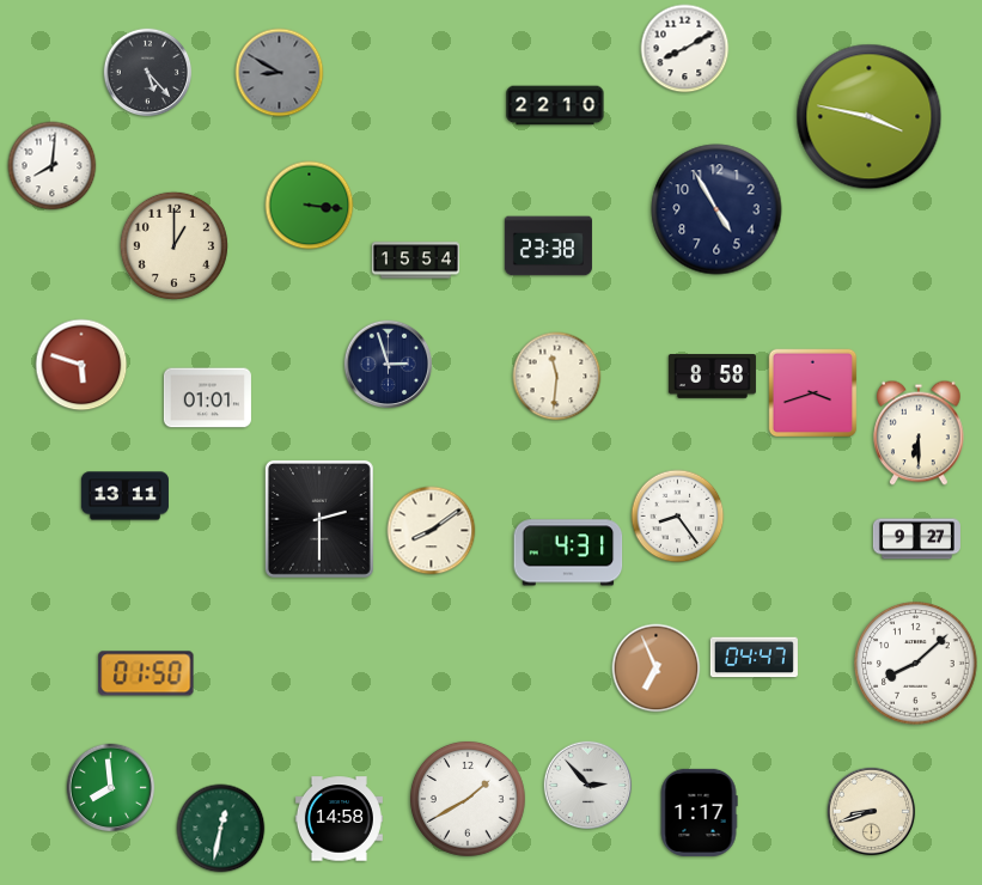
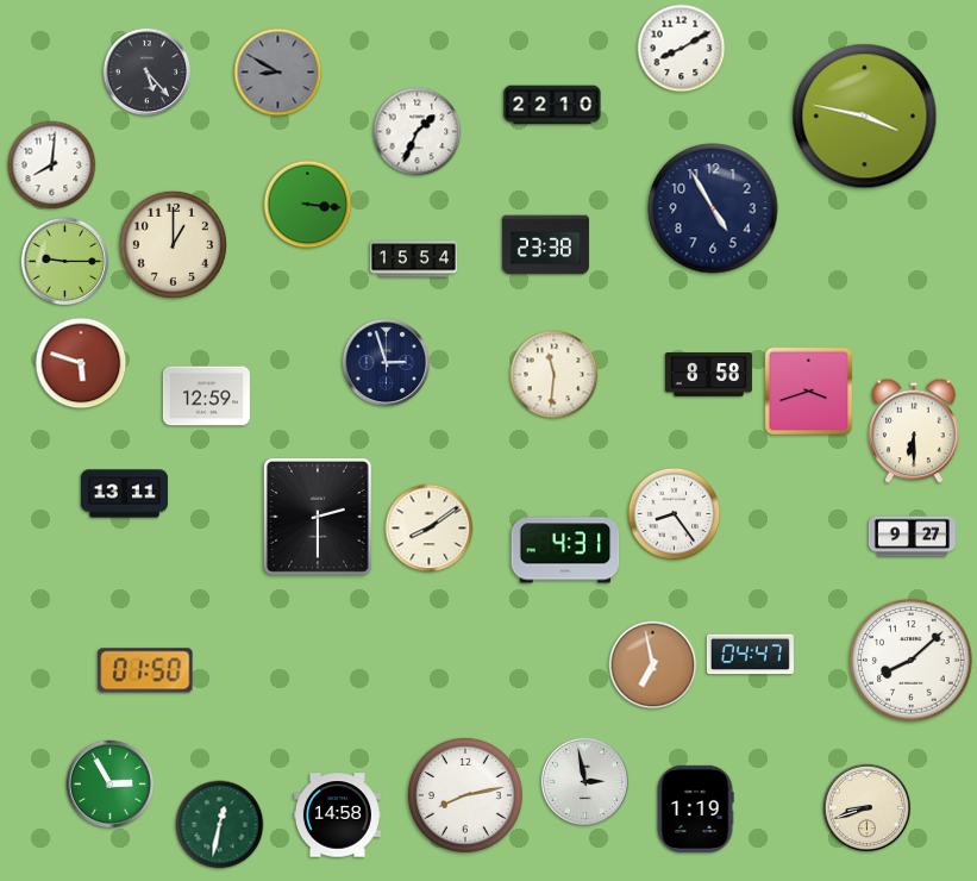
clock at (418, 132): none -> 1:34
clock at (65, 262): none -> 9:15
clock at (207, 398): 01:01 -> 12:59
clock at (657, 669): 6:56 -> 6:58
clock at (588, 786): 2:53 -> 2:58
clock at (111, 788): 7:59 -> 2:55
clock at (468, 799): 1:40 -> 8:13
clock at (699, 812): 1:17 -> 1:19
